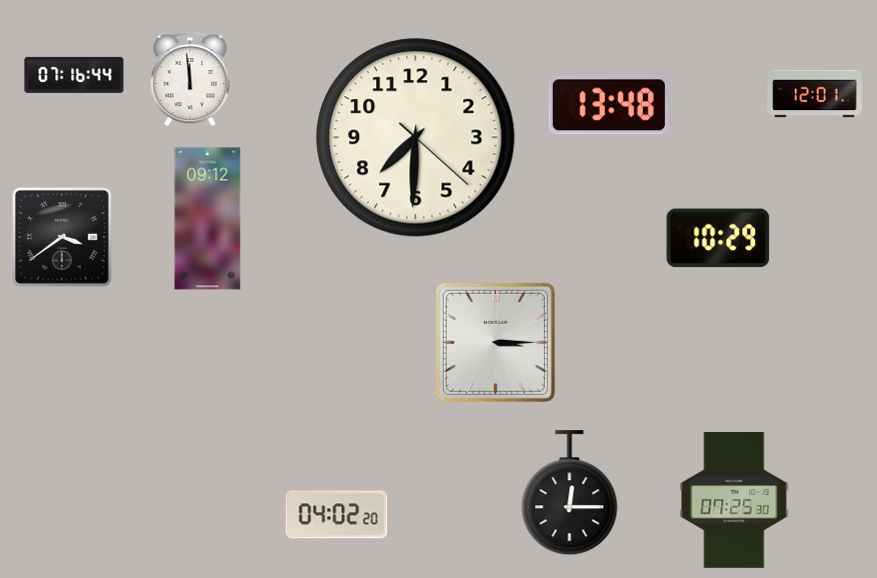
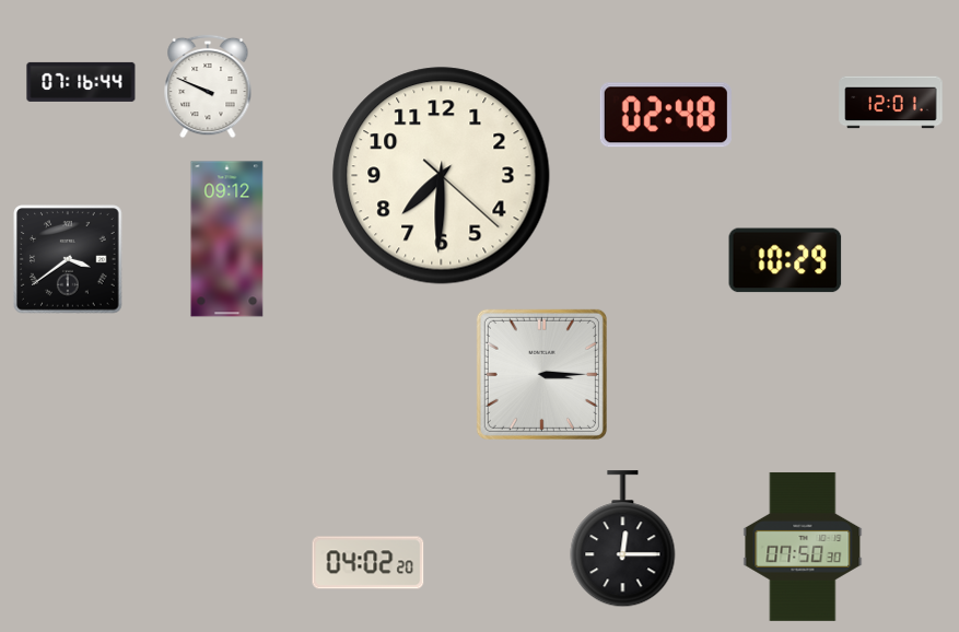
clock at (190, 79): 11:59 -> 9:49
clock at (609, 105): 13:48 -> 02:48
clock at (416, 138) position: (416, 138) -> (442, 176)
clock at (734, 500): 07:25 -> 07:50
